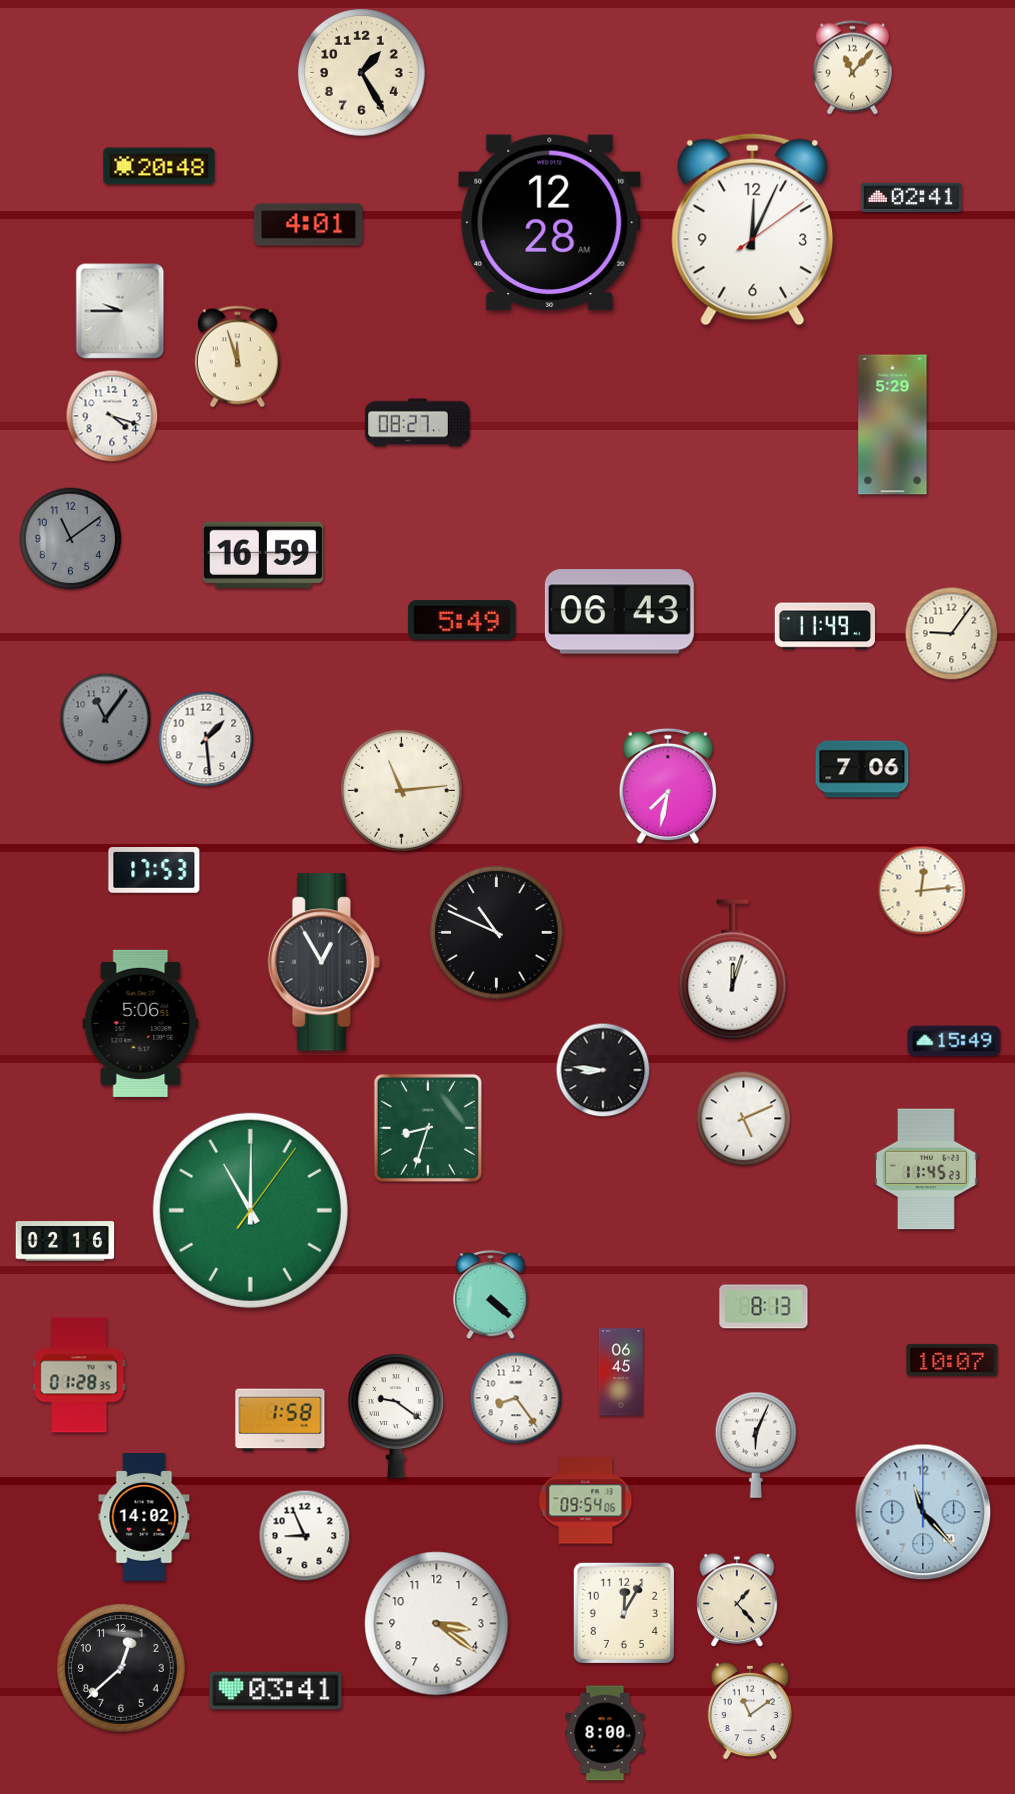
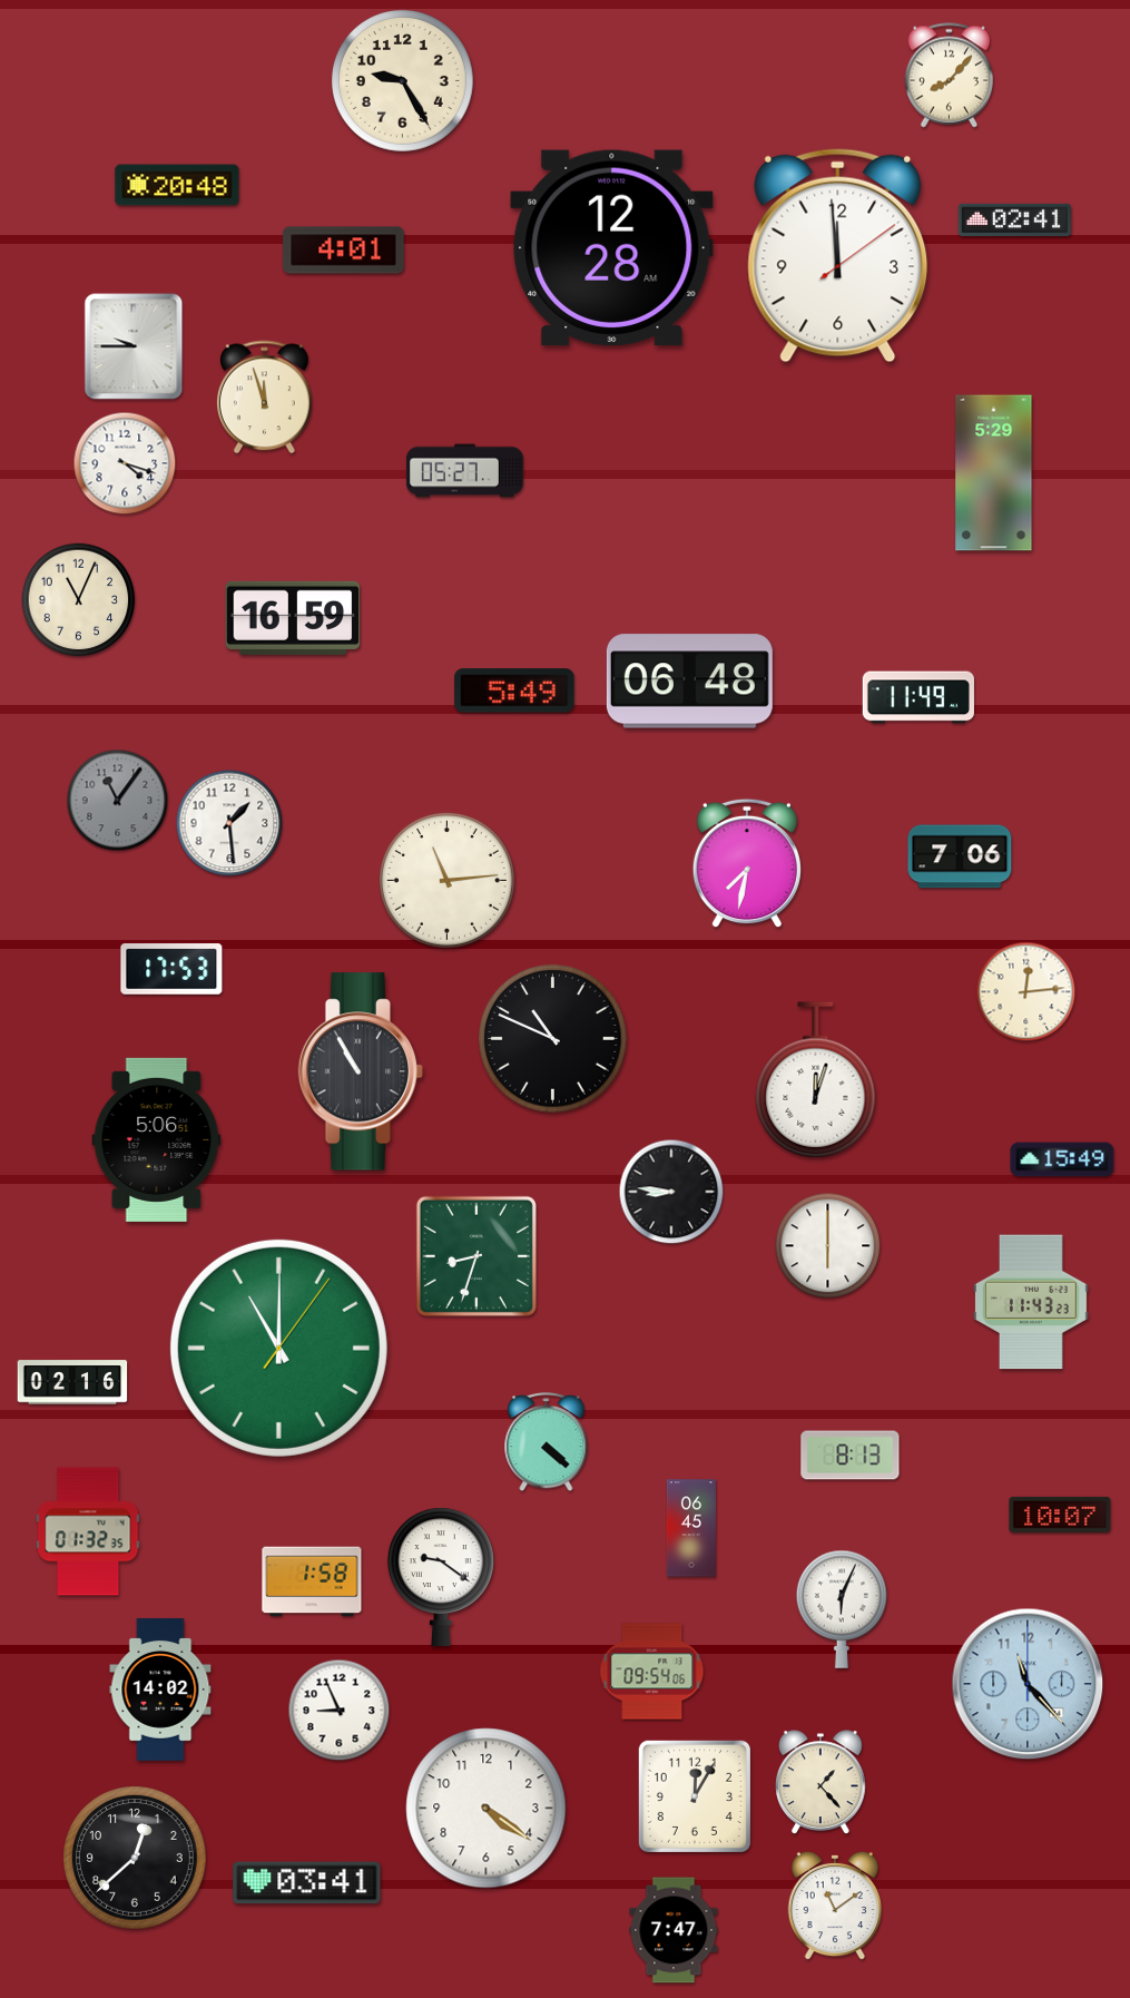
clock at (853, 68): 11:07 -> 8:07
clock at (362, 73): 1:25 -> 9:25
clock at (753, 229): 12:04 -> 11:59
clock at (418, 423): 08:27 -> 05:27
clock at (71, 539): 11:09 -> 11:04
clock at (71, 539) dial: grey -> cream
clock at (619, 612): 06:43 -> 06:48
clock at (952, 634): 9:06 -> none
clock at (668, 786) position: (668, 786) -> (747, 863)
clock at (324, 962): 12:55 -> 10:55
clock at (744, 1119): 5:11 -> 6:00
clock at (927, 1169): 11:45 -> 11:43
clock at (79, 1375): 01:28 -> 01:32
clock at (516, 1398): 8:24 -> none
clock at (437, 1624): 3:21 -> 4:21
clock at (605, 1733): 8:00 -> 7:47
